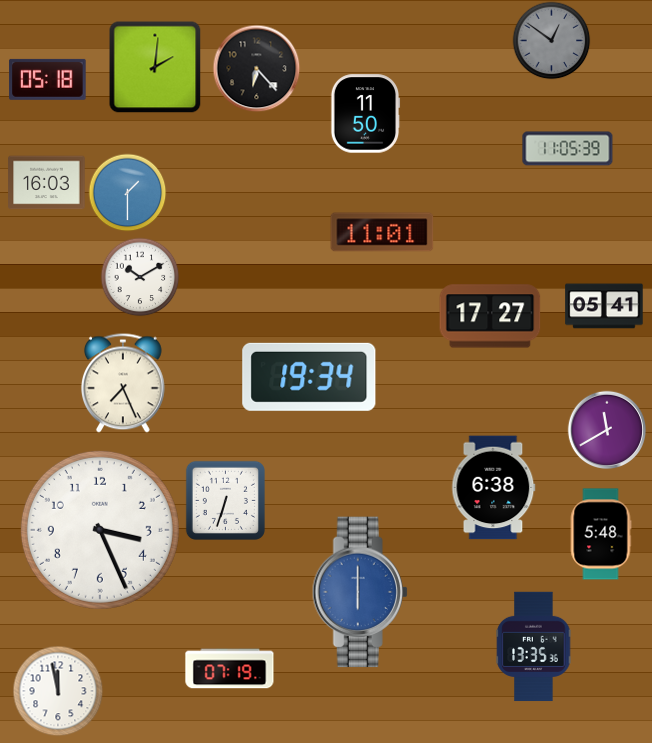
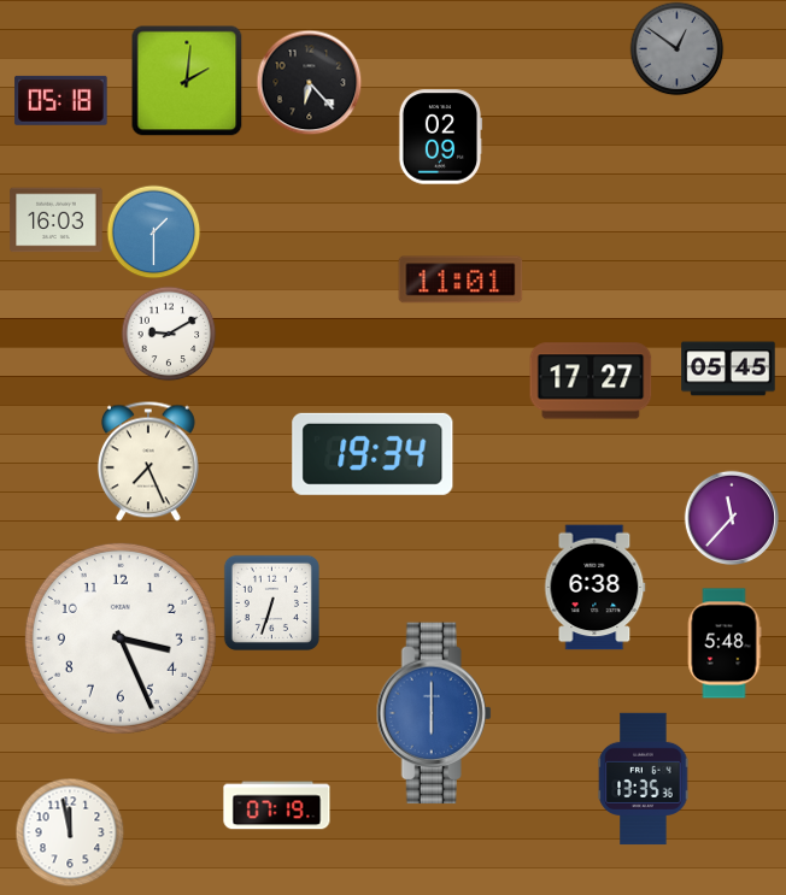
clock at (551, 40) position: (551, 40) -> (676, 48)
clock at (48, 79) position: (48, 79) -> (61, 100)
clock at (365, 114): 11:50 -> 02:09
clock at (568, 149): 11:05 -> none
clock at (140, 277): 10:10 -> 9:10
clock at (604, 306): 05:41 -> 05:45
clock at (606, 429): 11:40 -> 11:37
